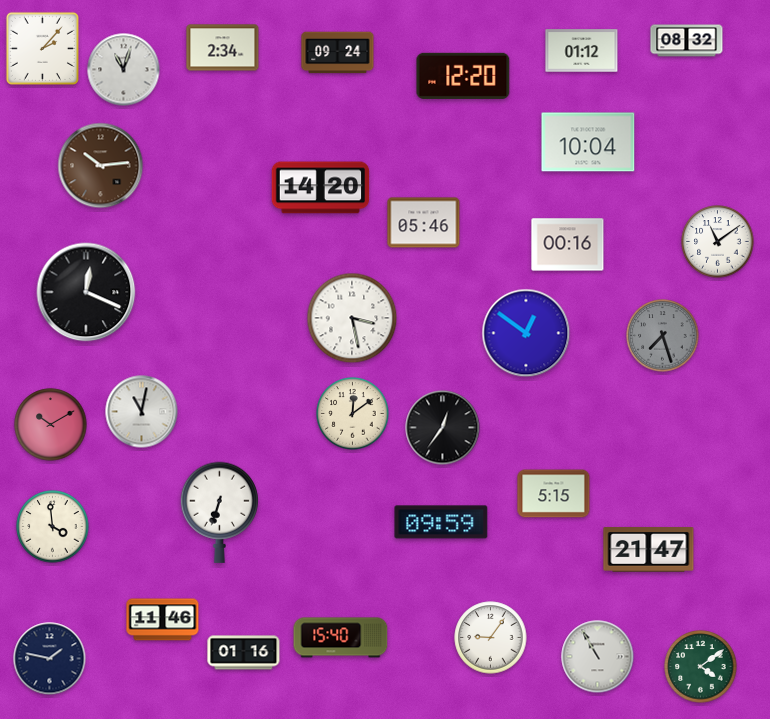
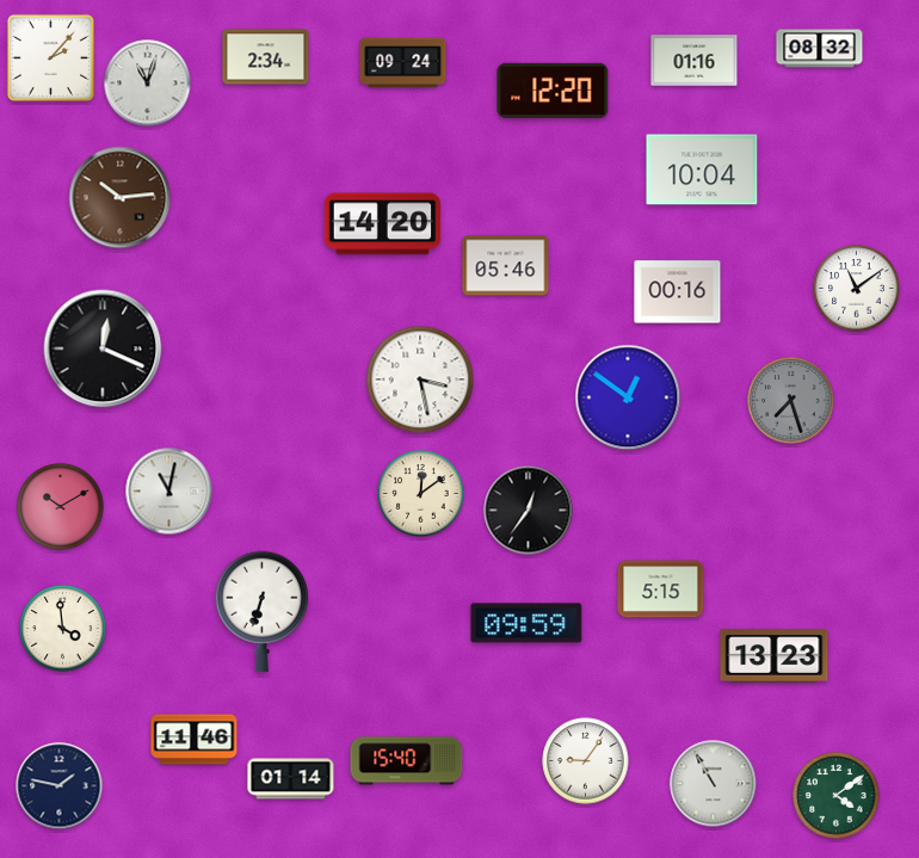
clock at (582, 51): 01:12 -> 01:16
clock at (649, 550): 21:47 -> 13:23
clock at (244, 653): 01:16 -> 01:14
